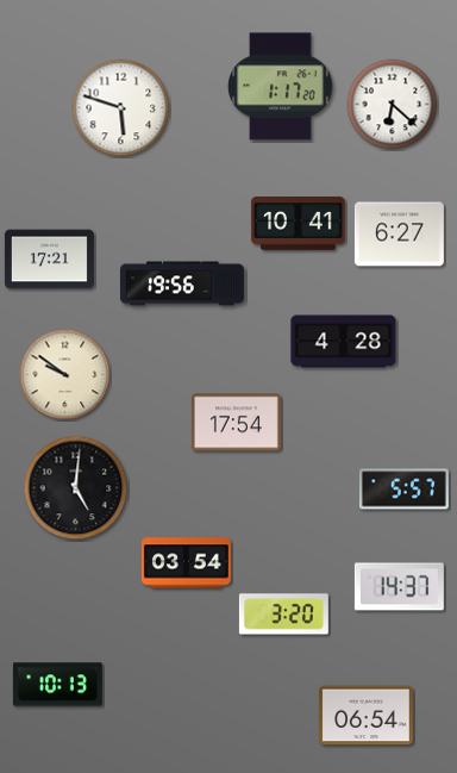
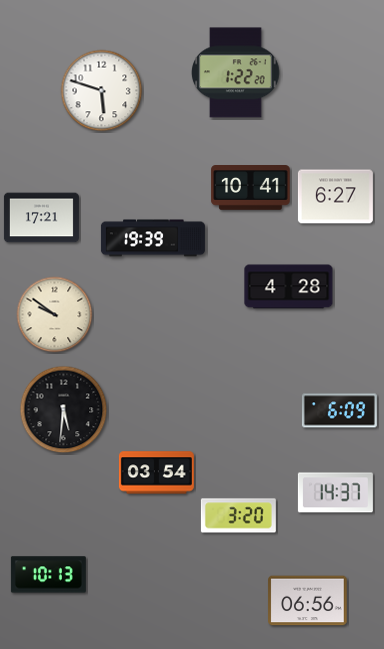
clock at (281, 87): 1:17 -> 1:22
clock at (393, 105): 6:22 -> none
clock at (182, 283): 19:56 -> 19:39
clock at (236, 423): 17:54 -> none
clock at (76, 488): 5:01 -> 5:31
clock at (403, 490): 5:57 -> 6:09
clock at (367, 716): 06:54 -> 06:56
